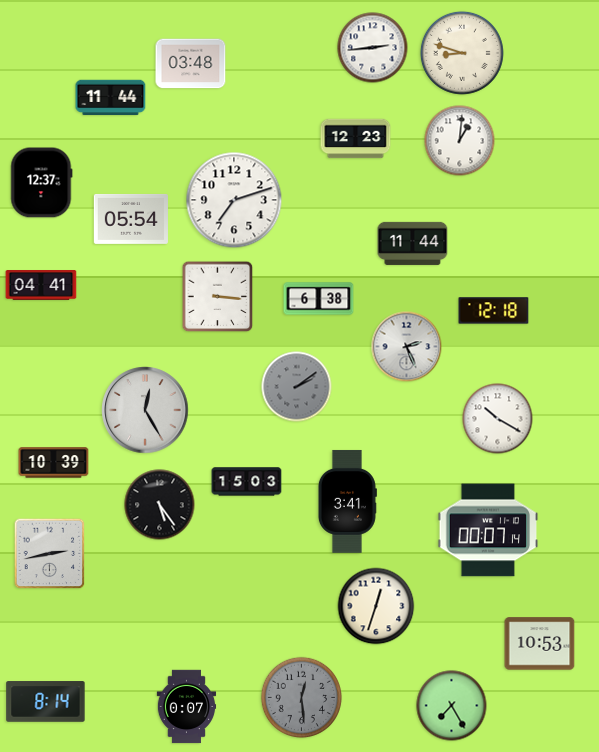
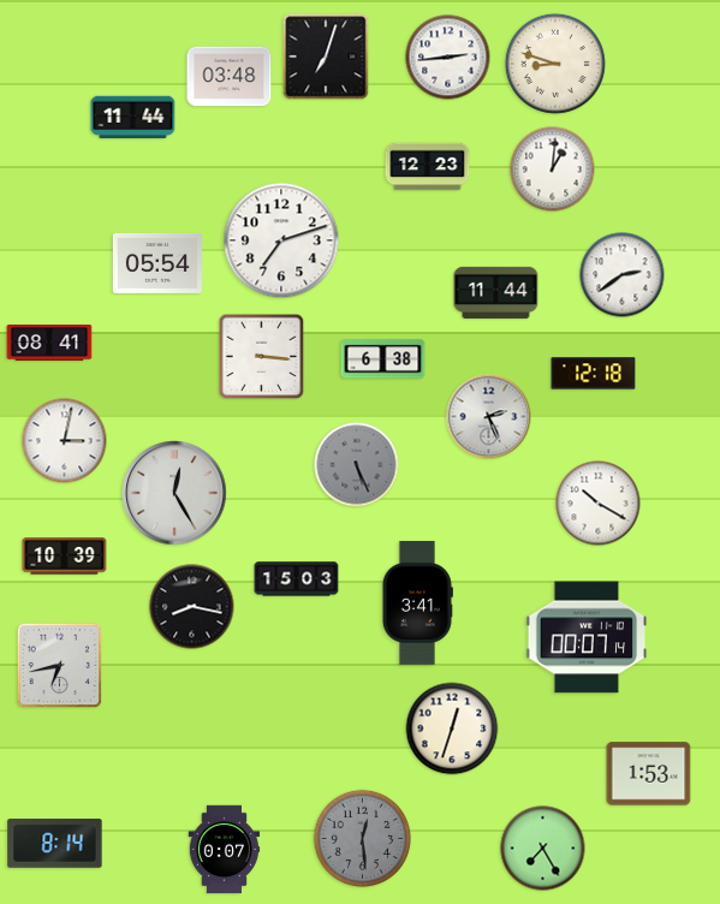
clock at (326, 56): none -> 7:03
clock at (42, 183): 12:37 -> none
clock at (623, 275): none -> 2:39
clock at (41, 286): 04:41 -> 08:41
clock at (65, 441): none -> 3:02
clock at (297, 387): 2:09 -> 5:26
clock at (160, 505): 5:24 -> 8:17
clock at (50, 554): 2:43 -> 6:43
clock at (540, 644): 10:53 -> 1:53
